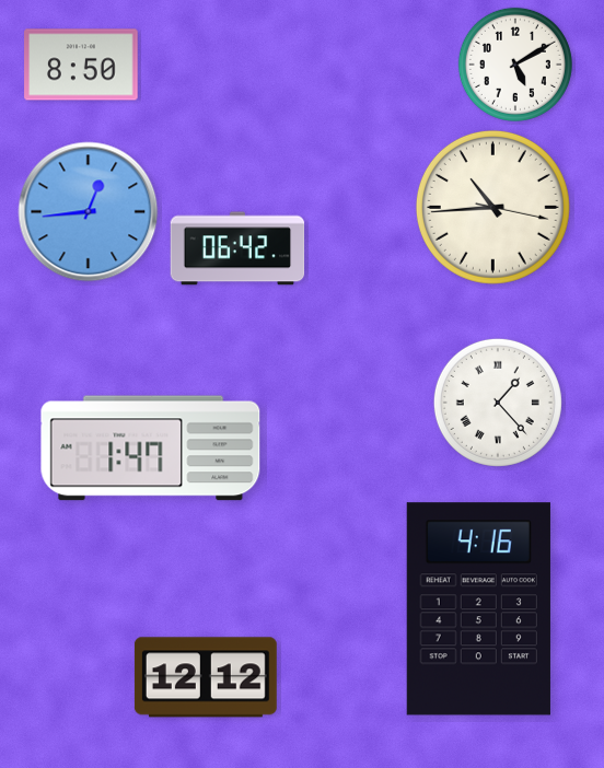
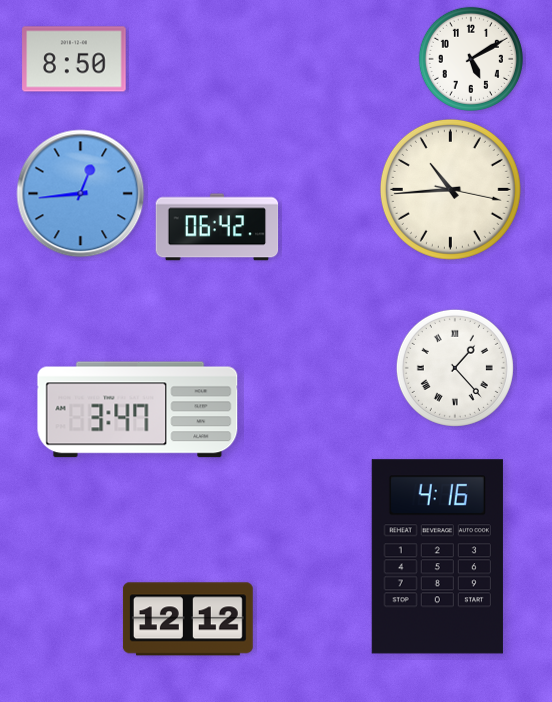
clock at (151, 449): 1:47 -> 3:47
